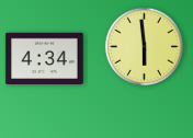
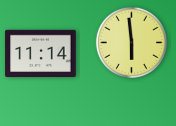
clock at (45, 58): 4:34 -> 11:14
